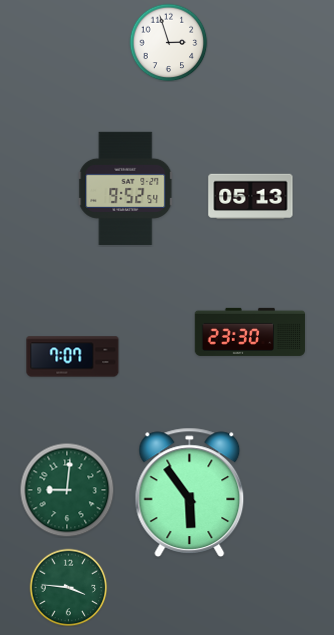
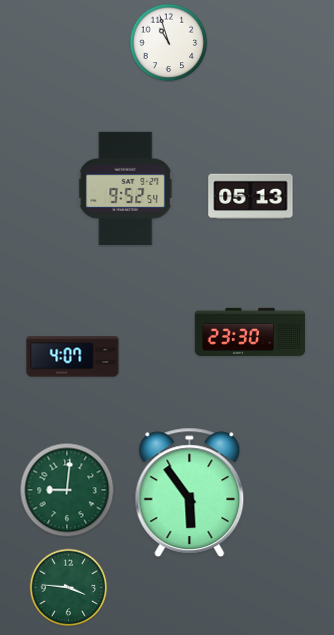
clock at (168, 42): 2:57 -> 10:57
clock at (73, 357): 7:07 -> 4:07
